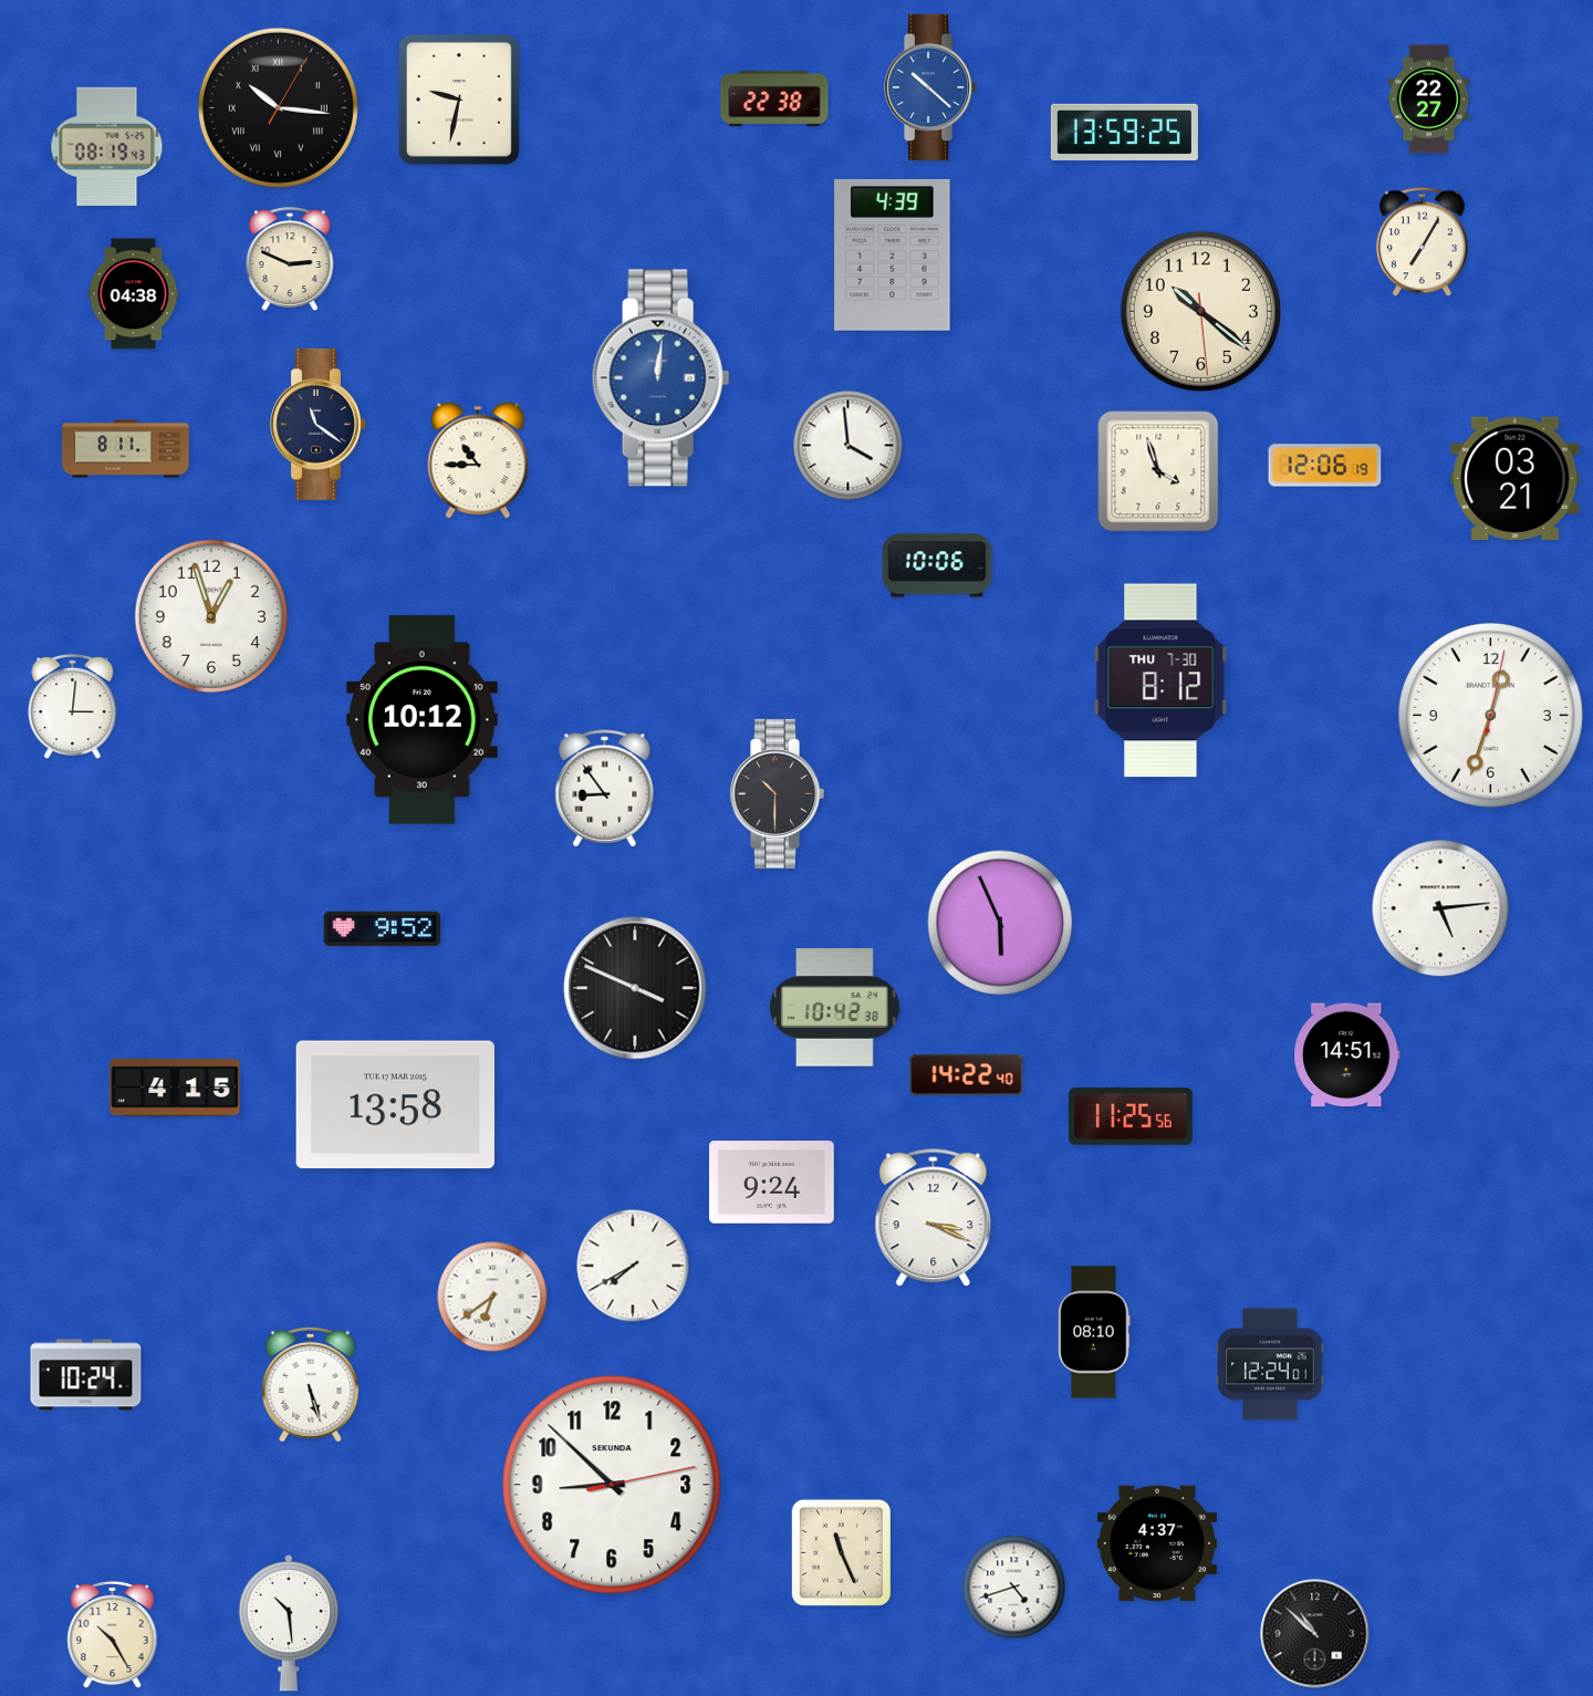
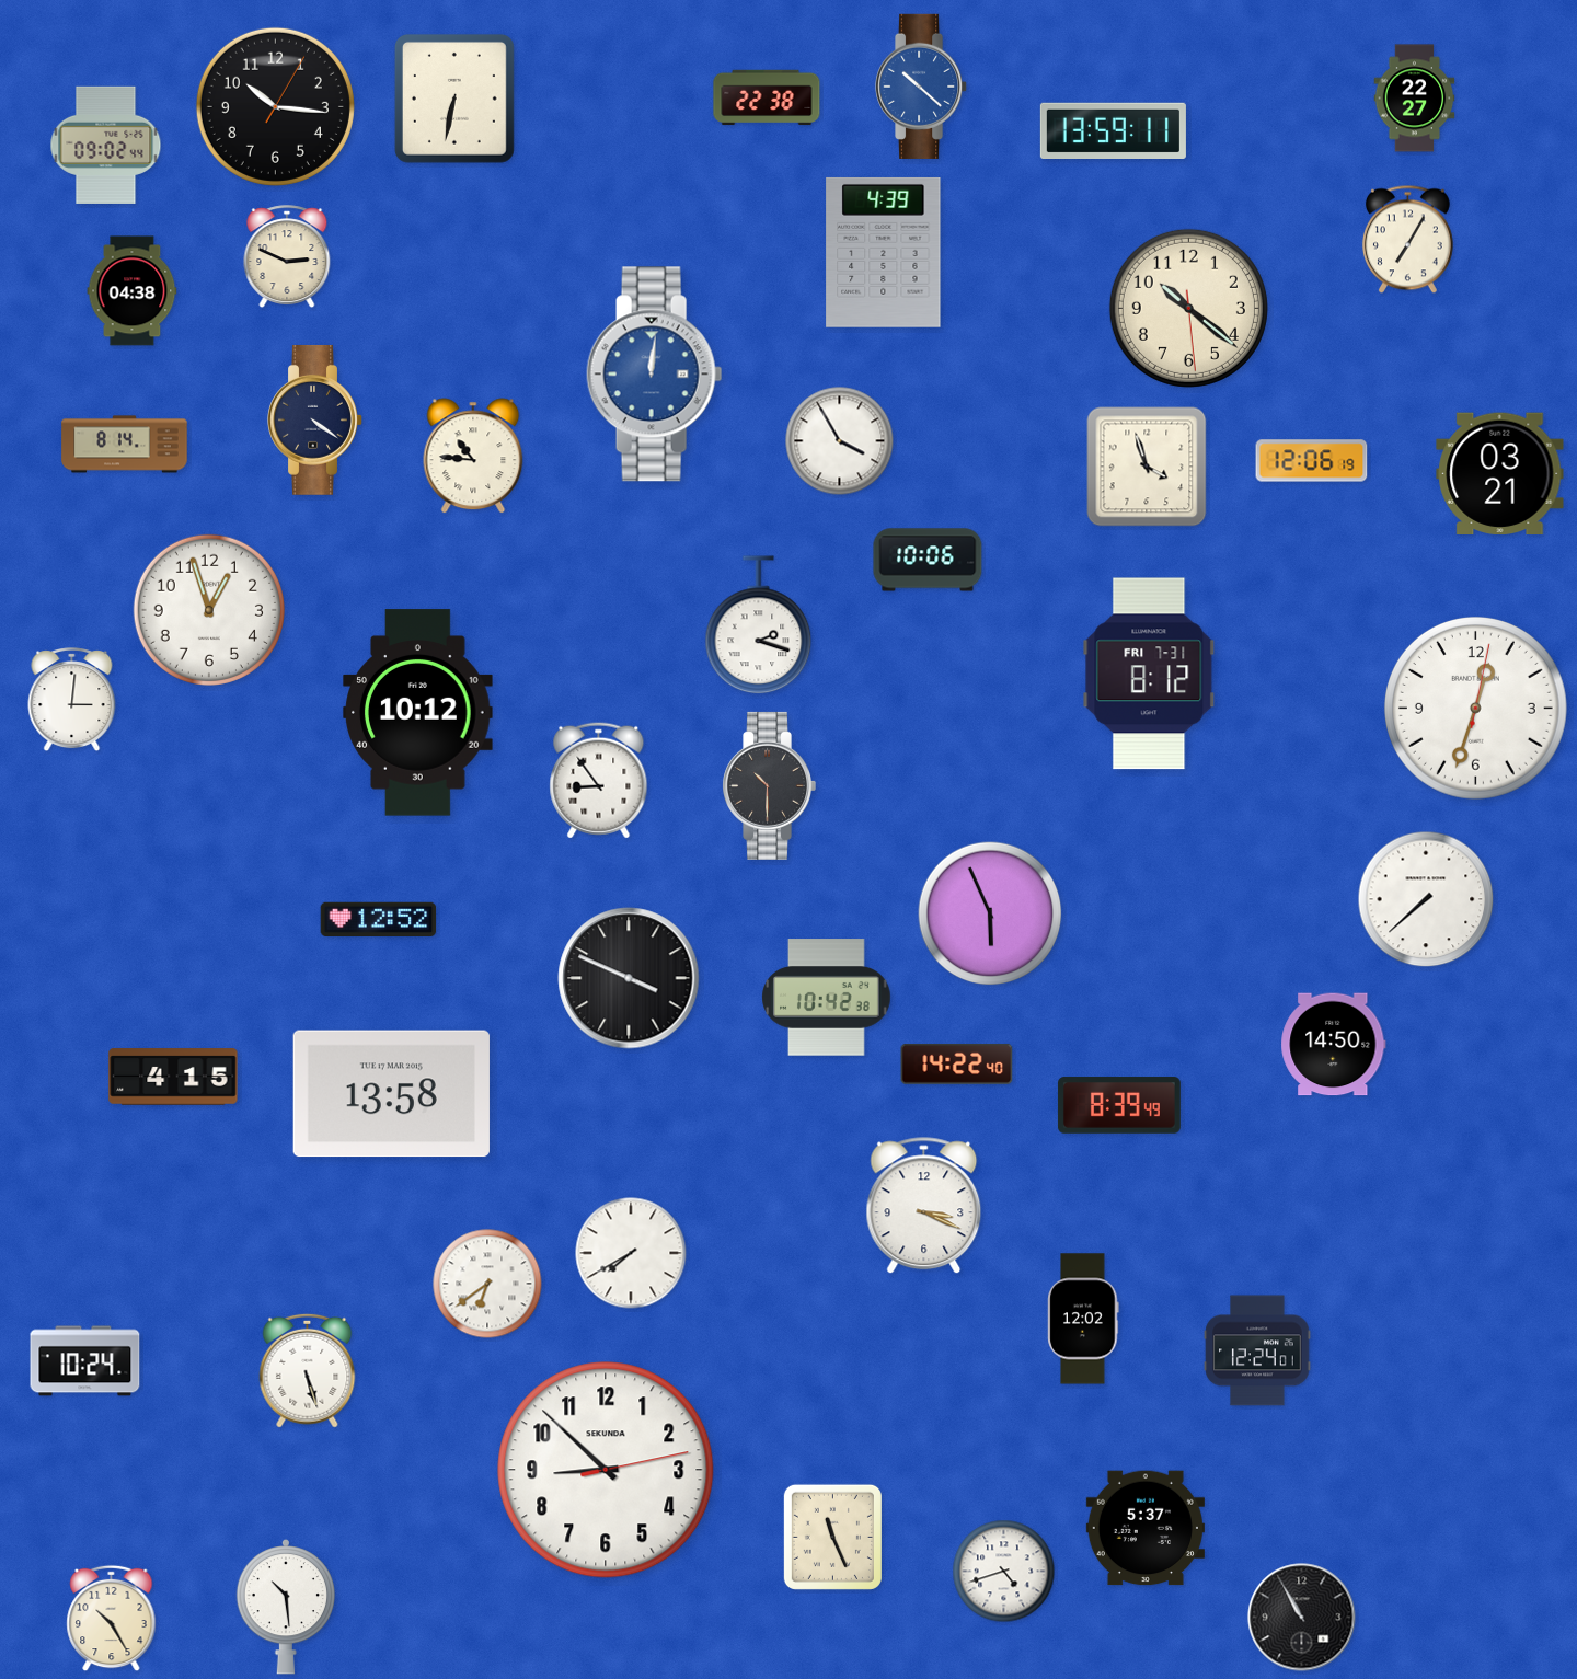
clock at (459, 100): 9:32 -> 6:32
clock at (278, 107) numerals: Roman -> Arabic
clock at (1124, 132): 13:59:25 -> 13:59:11
clock at (107, 146): 08:19 -> 09:02
clock at (319, 424): 11:21 -> 4:21
clock at (848, 446): 3:59 -> 3:55
clock at (126, 449): 8:11 -> 8:14
clock at (478, 460): 10:45 -> 10:46
clock at (759, 625): none -> 2:18
clock at (1160, 680) date: THU 7-30 -> FRI 7-31
clock at (1440, 908): 5:14 -> 7:38
clock at (383, 928): 9:52 -> 12:52
clock at (1347, 1055): 14:51 -> 14:50
clock at (1131, 1116): 11:25 -> 8:39
clock at (772, 1183): 9:24 -> none
clock at (633, 1266) position: (633, 1266) -> (631, 1253)
clock at (1094, 1332): 08:10 -> 12:02
clock at (1157, 1543): 4:37 -> 5:37
clock at (1315, 1634): 10:52 -> 10:55
